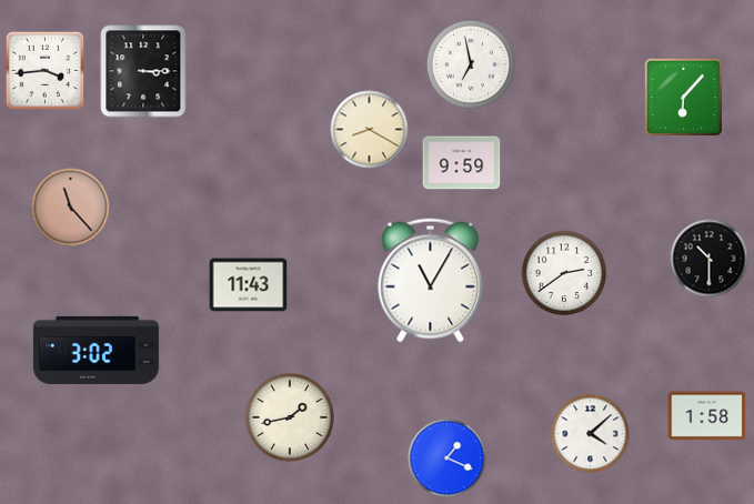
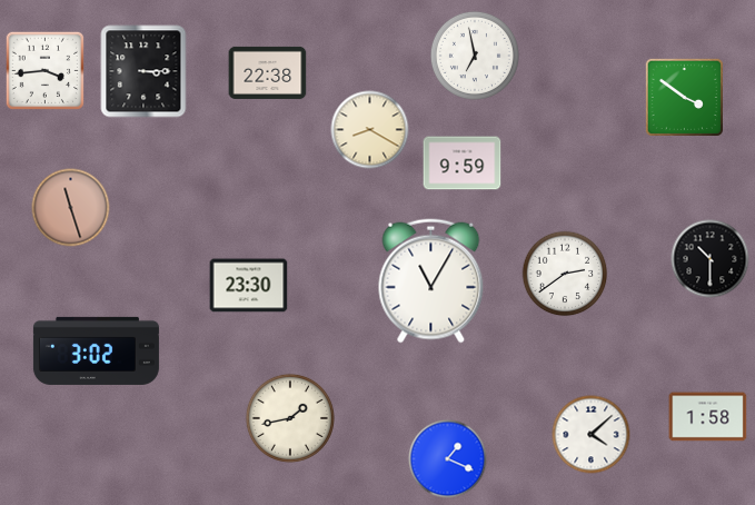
clock at (471, 64) position: (471, 64) -> (475, 56)
clock at (268, 72): none -> 22:38
clock at (683, 97): 6:07 -> 3:51
clock at (71, 208): 11:23 -> 11:27
clock at (249, 285): 11:43 -> 23:30
